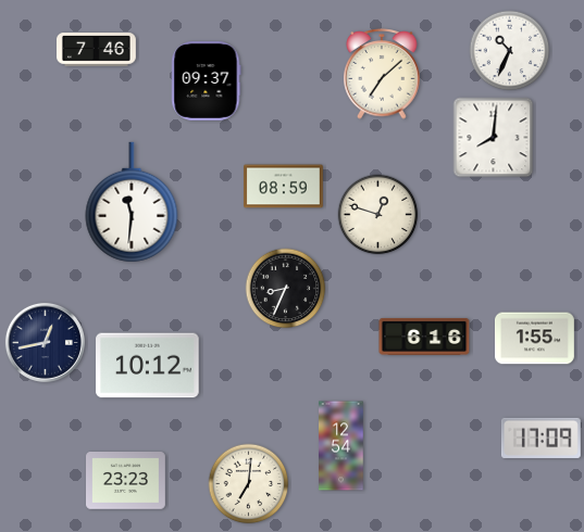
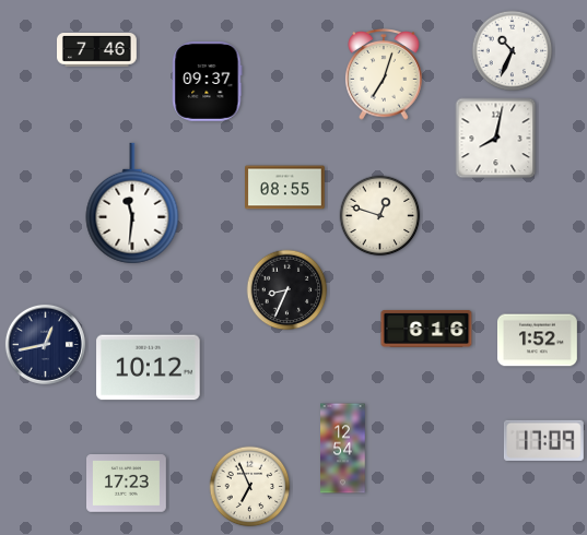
clock at (382, 75): 7:08 -> 7:03
clock at (494, 138): 8:01 -> 8:02
clock at (284, 187): 08:59 -> 08:55
clock at (424, 337) position: (424, 337) -> (426, 329)
clock at (535, 339): 1:55 -> 1:52
clock at (126, 481): 23:23 -> 17:23
clock at (249, 484): 7:01 -> 6:56
